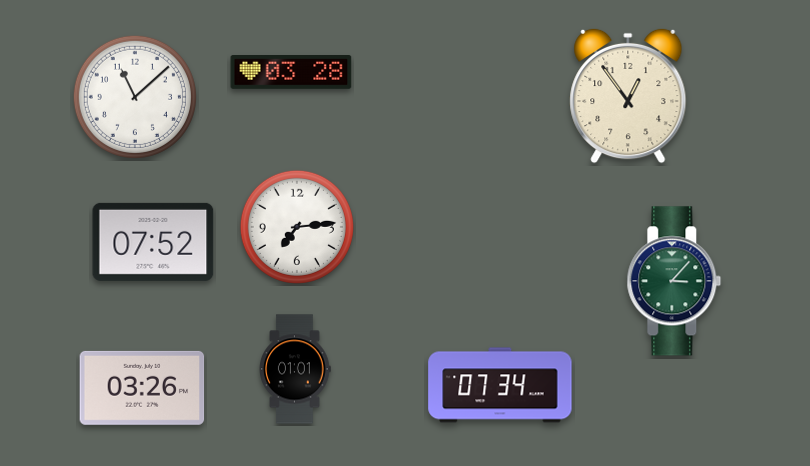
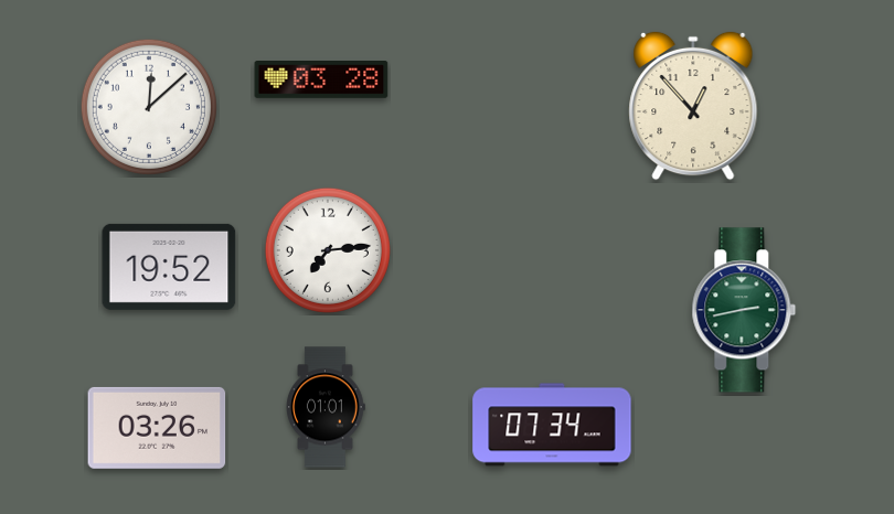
clock at (628, 96): 12:54 -> 12:53
clock at (135, 97): 11:08 -> 12:08
clock at (153, 242): 07:52 -> 19:52
clock at (674, 281): 3:07 -> 2:43
